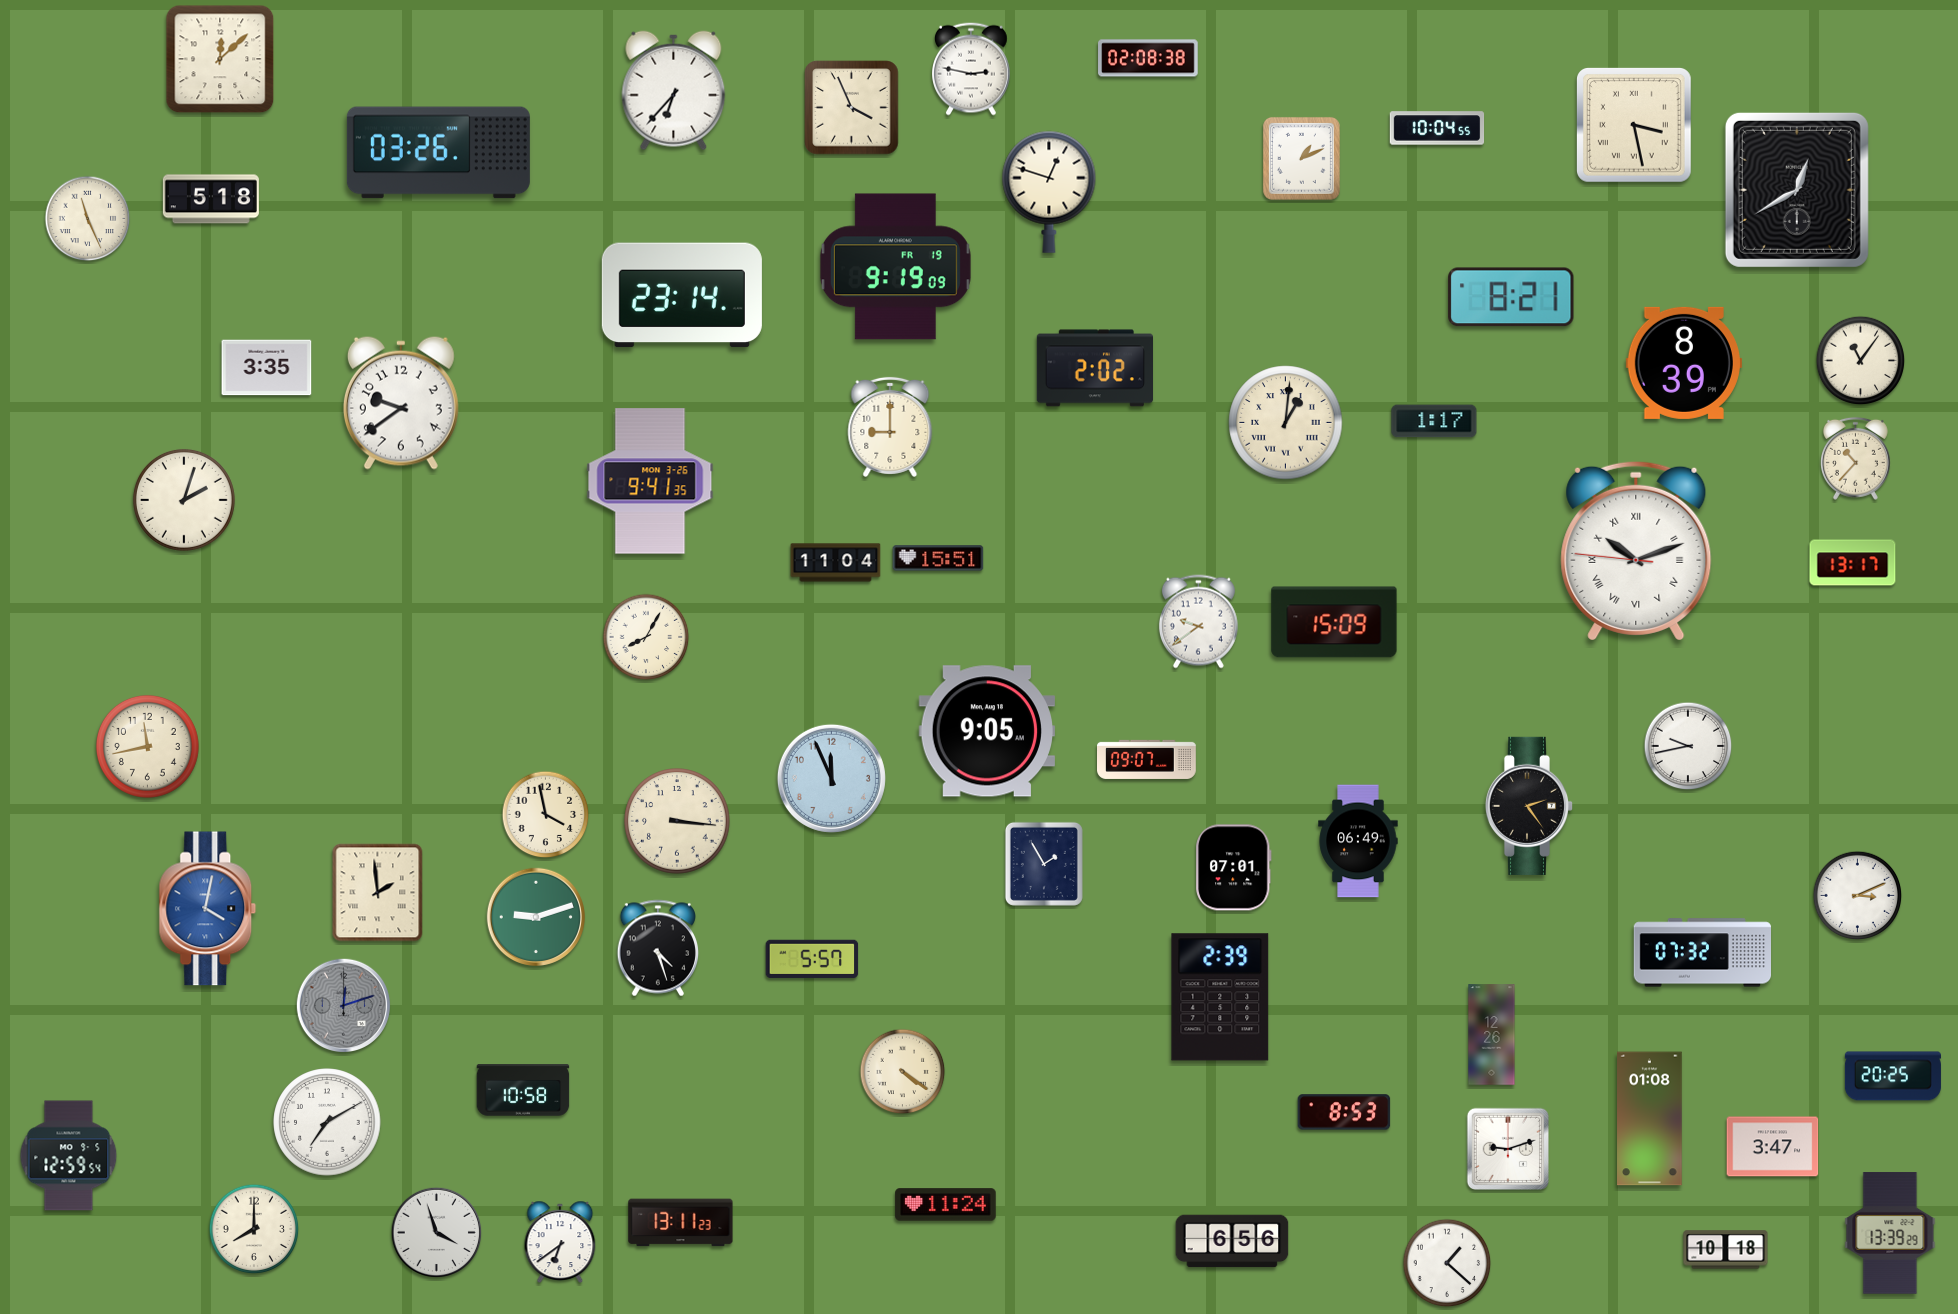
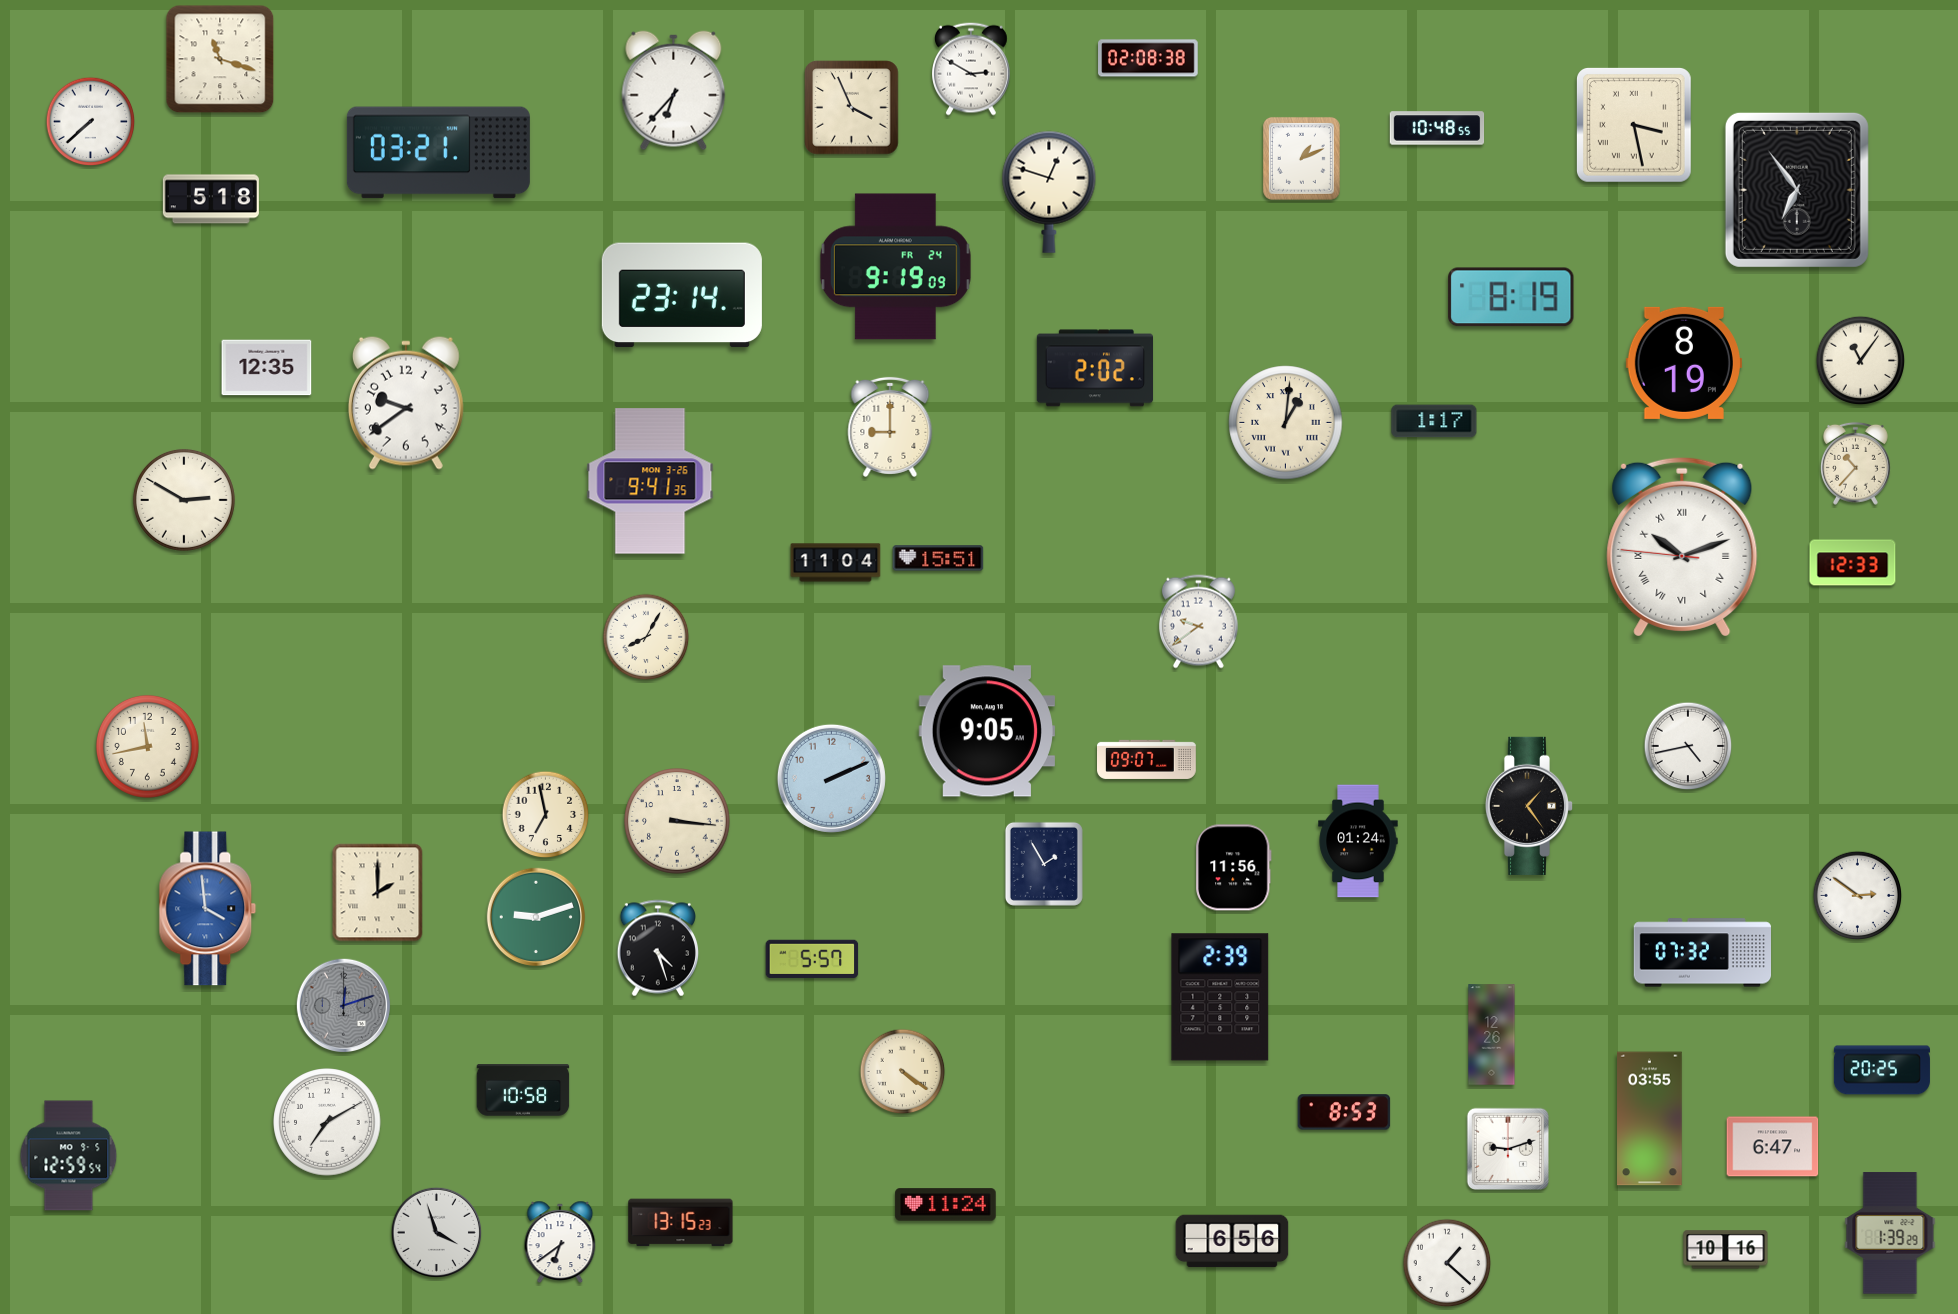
clock at (220, 59): 12:08 -> 11:18
clock at (972, 69): 2:47 -> 2:50
clock at (91, 122): none -> 7:38
clock at (1437, 128): 10:04 -> 10:48
clock at (438, 153): 03:26 -> 03:21
clock at (1797, 190): 12:40 -> 6:54
clock at (88, 219): 11:26 -> none
clock at (895, 267) date: FR 19 -> FR 24
clock at (1511, 297): 8:21 -> 8:19
clock at (1684, 363): 8:39 -> 8:19
clock at (267, 368): 3:35 -> 12:35
clock at (401, 403) position: (401, 403) -> (406, 403)
clock at (1855, 458) position: (1855, 458) -> (1855, 463)
clock at (184, 500): 2:03 -> 2:50
clock at (1636, 551) position: (1636, 551) -> (1682, 547)
clock at (1853, 563): 13:17 -> 12:33
clock at (1334, 622): 15:09 -> none
clock at (1688, 746): 9:43 -> 4:43
clock at (831, 778): 11:56 -> 2:11
clock at (1529, 806): 2:24 -> 1:24
clock at (546, 815): 3:58 -> 6:58
clock at (1358, 841): 06:49 -> 01:24
clock at (1234, 868): 07:01 -> 11:56
clock at (378, 893): 1:59 -> 2:00
clock at (1858, 896): 3:11 -> 2:51
clock at (208, 909): 4:02 -> 3:59
clock at (1893, 1076) position: (1893, 1076) -> (1882, 1070)
clock at (1650, 1119): 01:08 -> 03:55
clock at (1773, 1147): 3:47 -> 6:47
clock at (681, 1223): 13:11 -> 13:15
clock at (254, 1229): 8:00 -> none
clock at (1890, 1233): 13:39 -> 1:39
clock at (1726, 1250): 10:18 -> 10:16
